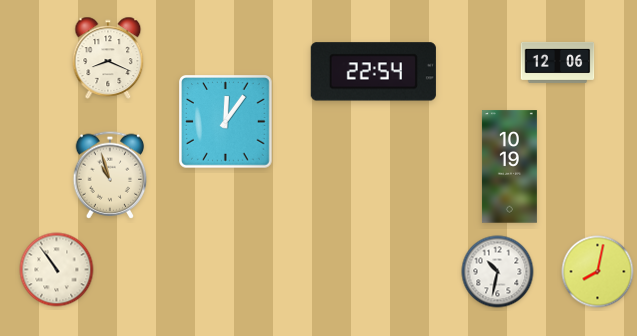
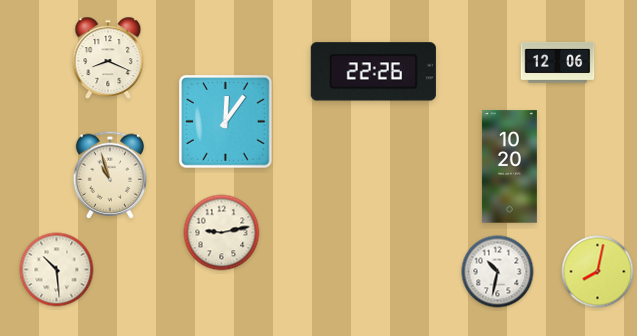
clock at (373, 72): 22:54 -> 22:26
clock at (509, 167): 10:19 -> 10:20
clock at (222, 233): none -> 9:13
clock at (57, 270): 10:54 -> 10:29
